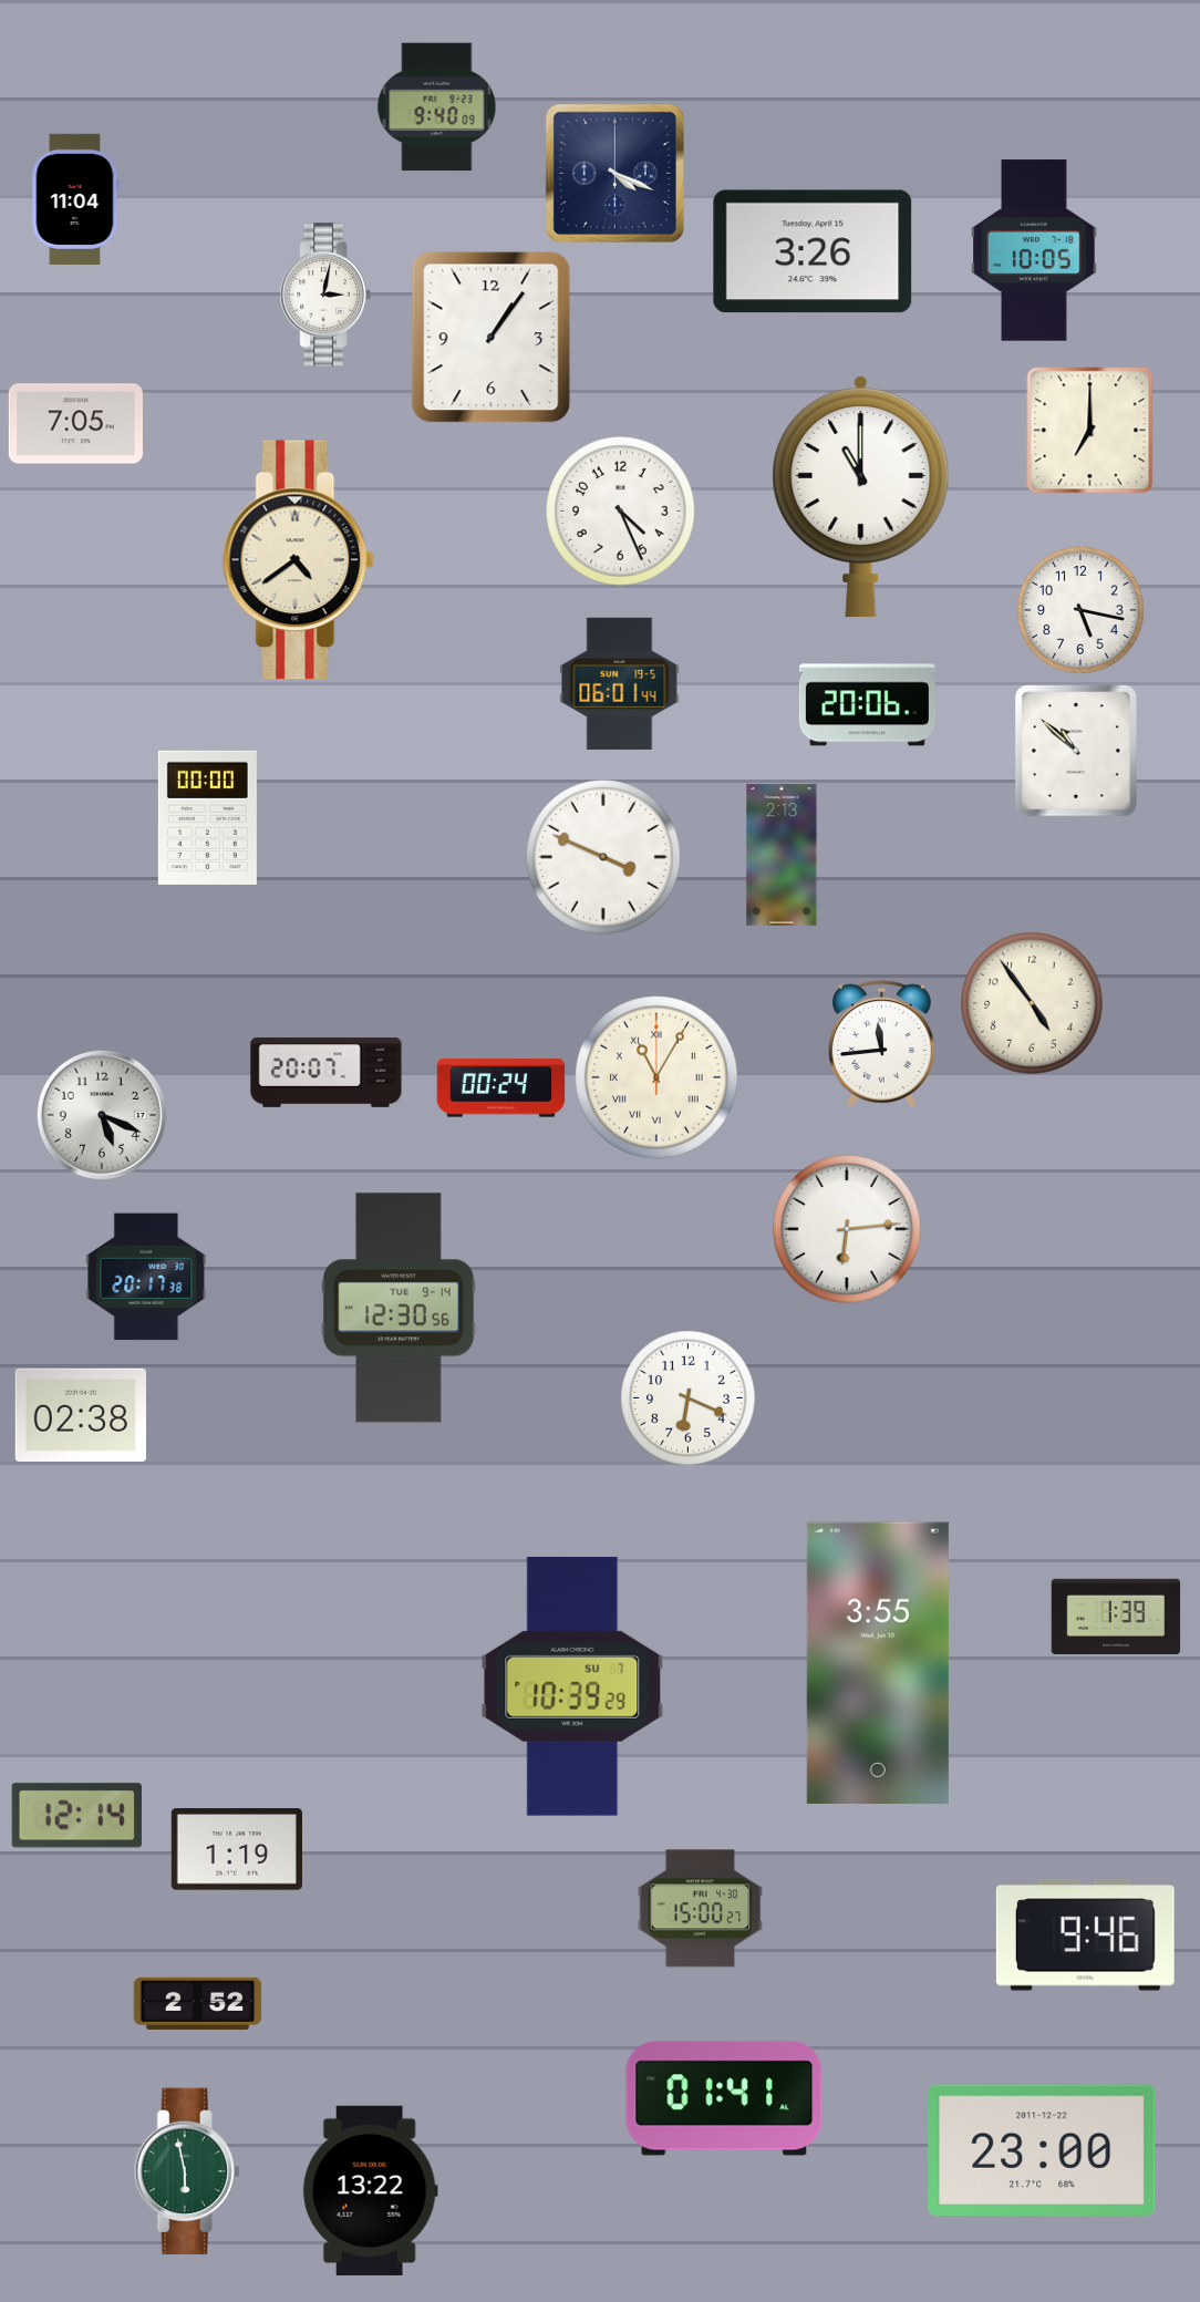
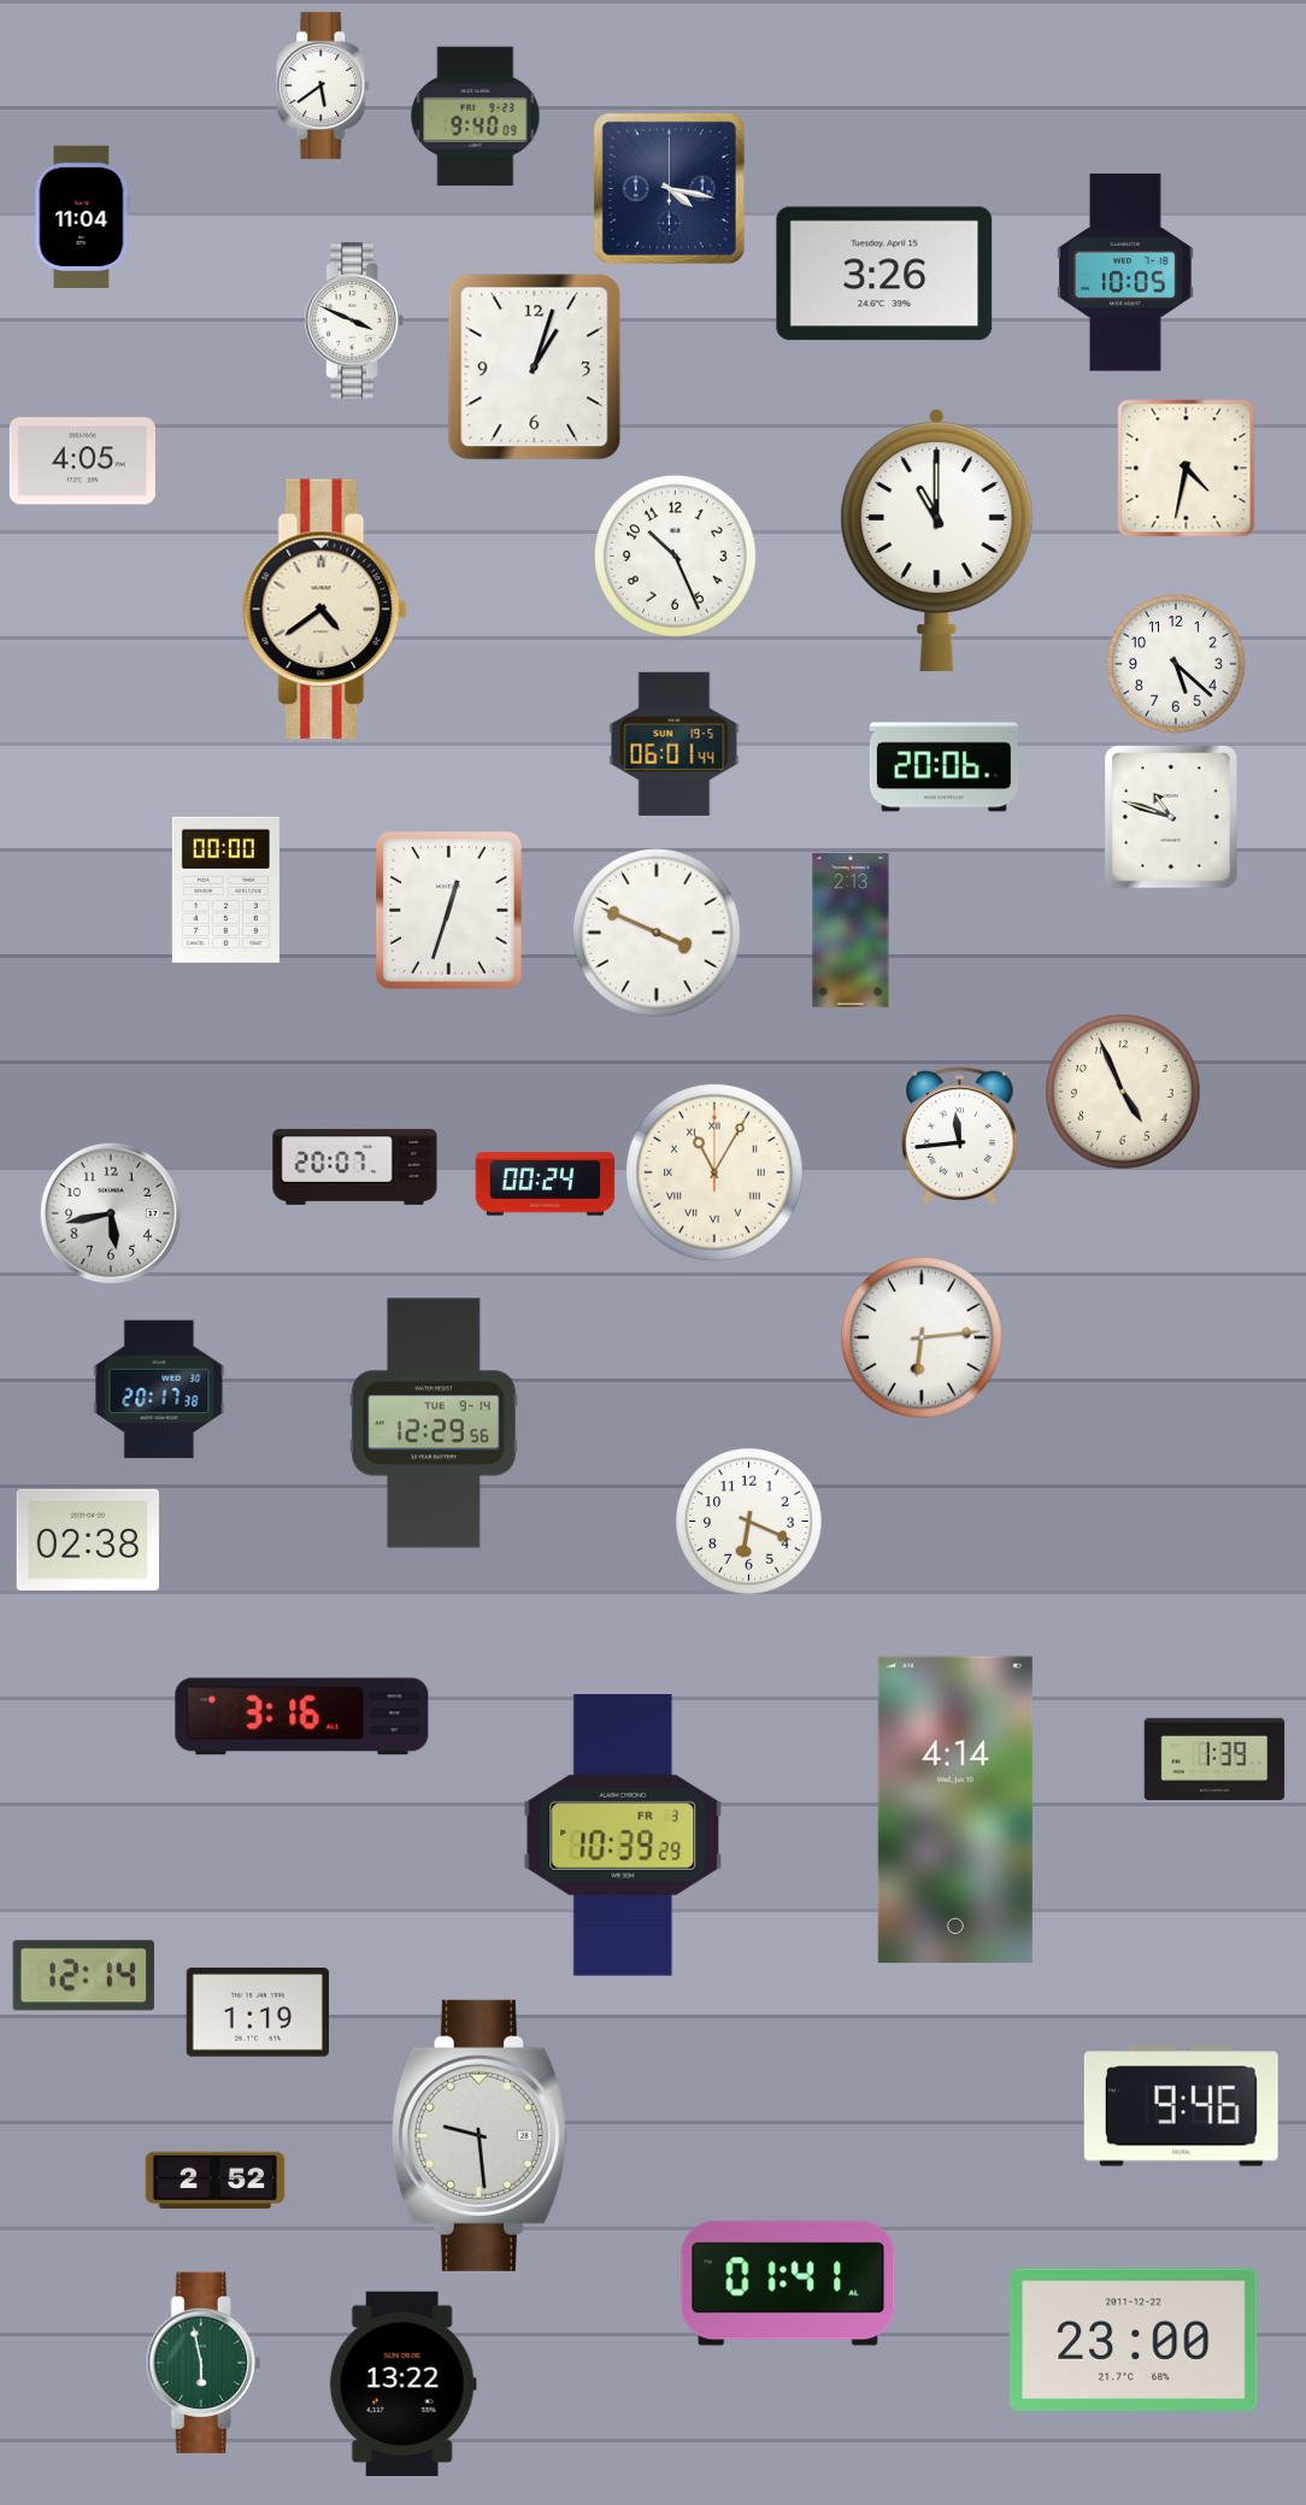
clock at (324, 86): none -> 5:39
clock at (614, 173): 4:19 -> 4:17
clock at (325, 295): 3:02 -> 3:49
clock at (492, 338): 1:06 -> 1:03
clock at (75, 424): 7:05 -> 4:05
clock at (1090, 431): 7:00 -> 4:32
clock at (621, 512): 4:26 -> 10:26
clock at (1080, 610): 5:17 -> 5:22
clock at (1076, 751): 10:52 -> 10:48
clock at (448, 911): none -> 12:33
clock at (1032, 1003): 4:54 -> 4:56
clock at (102, 1115): 5:19 -> 5:43
clock at (399, 1308): 12:30 -> 12:29
clock at (302, 1717): none -> 3:16
clock at (878, 1662): 3:55 -> 4:14
clock at (572, 1687) date: SU 7 -> FR 3
clock at (701, 1909): 15:00 -> none
clock at (480, 2135): none -> 9:29
